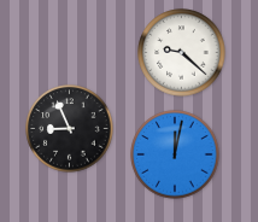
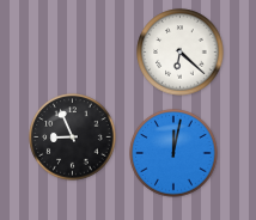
clock at (182, 53): 9:22 -> 6:22
clock at (70, 129) position: (70, 129) -> (73, 137)
